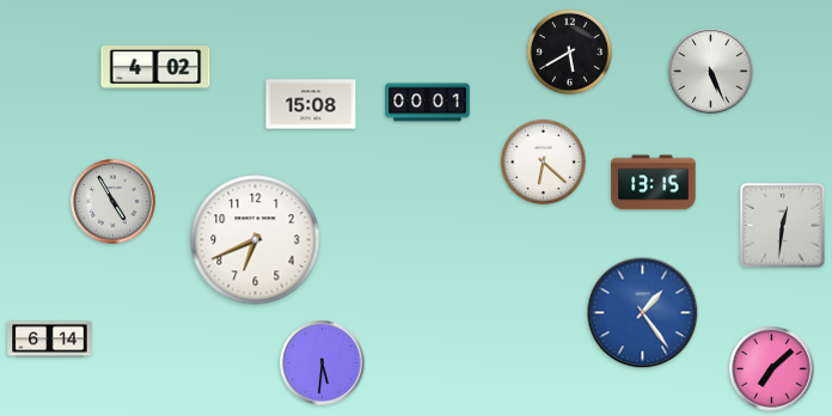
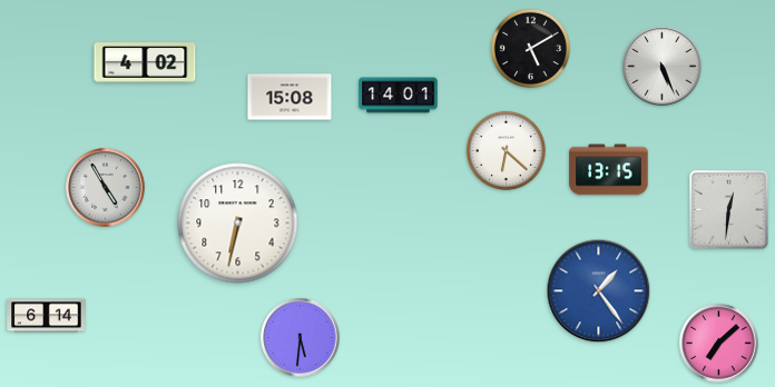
clock at (569, 51): 5:40 -> 5:10
clock at (428, 103): 00:01 -> 14:01
clock at (256, 240): 6:41 -> 6:32
